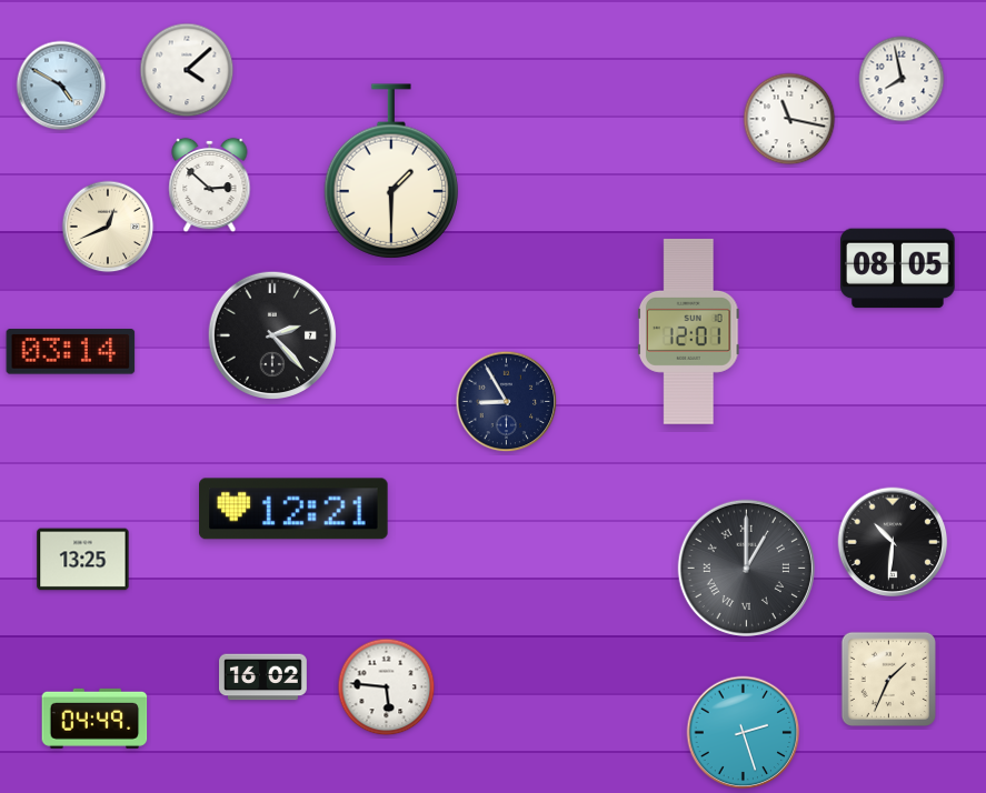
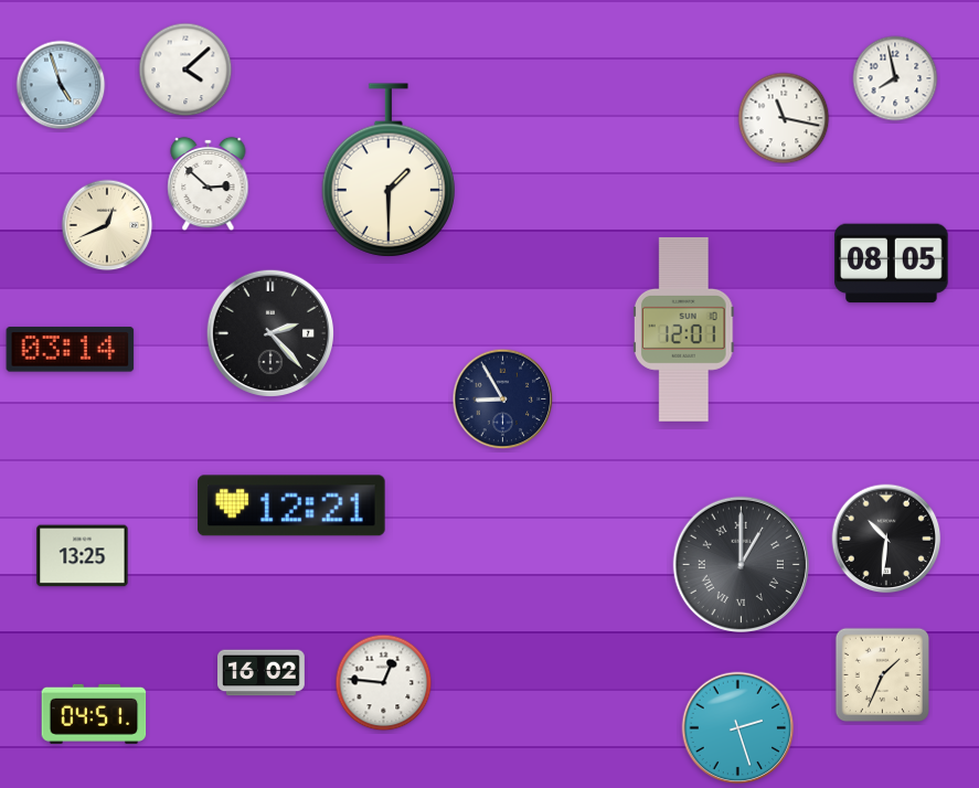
clock at (61, 86): 4:50 -> 4:57
clock at (898, 269) position: (898, 269) -> (892, 264)
clock at (387, 687): 5:46 -> 12:46
clock at (94, 719): 04:49 -> 04:51
